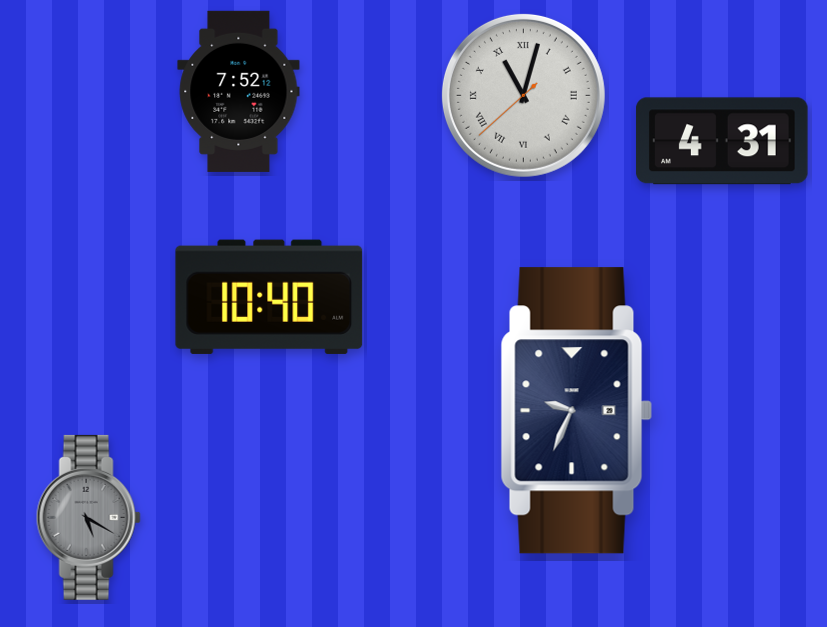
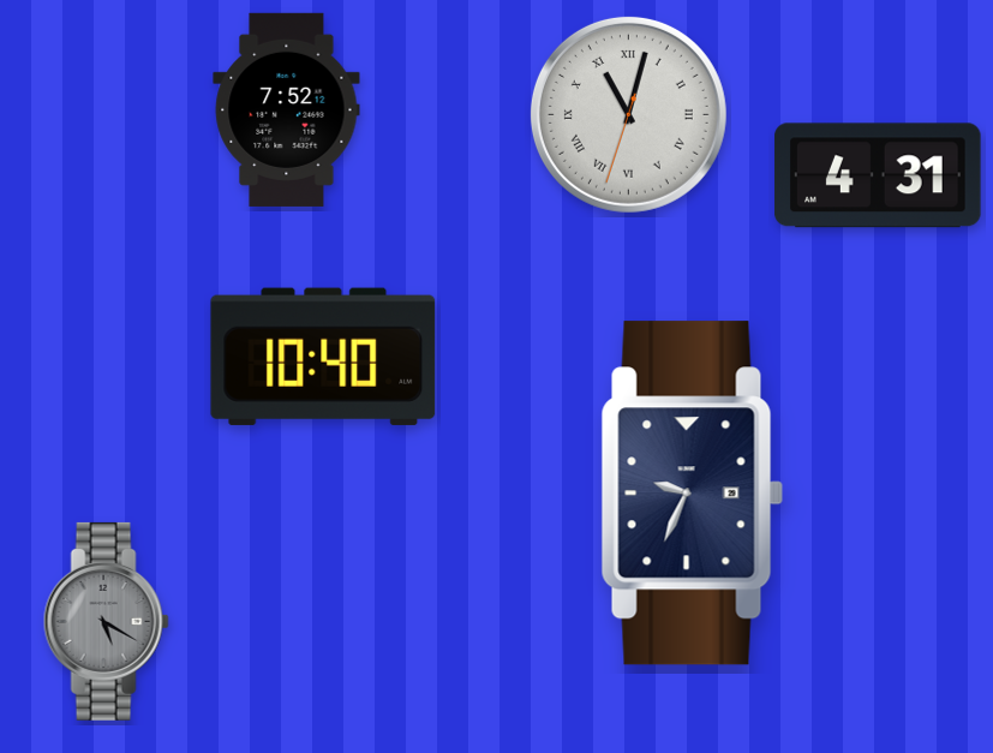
clock at (523, 95): 11:02:38 -> 11:02:33
clock at (722, 141) position: (722, 141) -> (878, 175)
